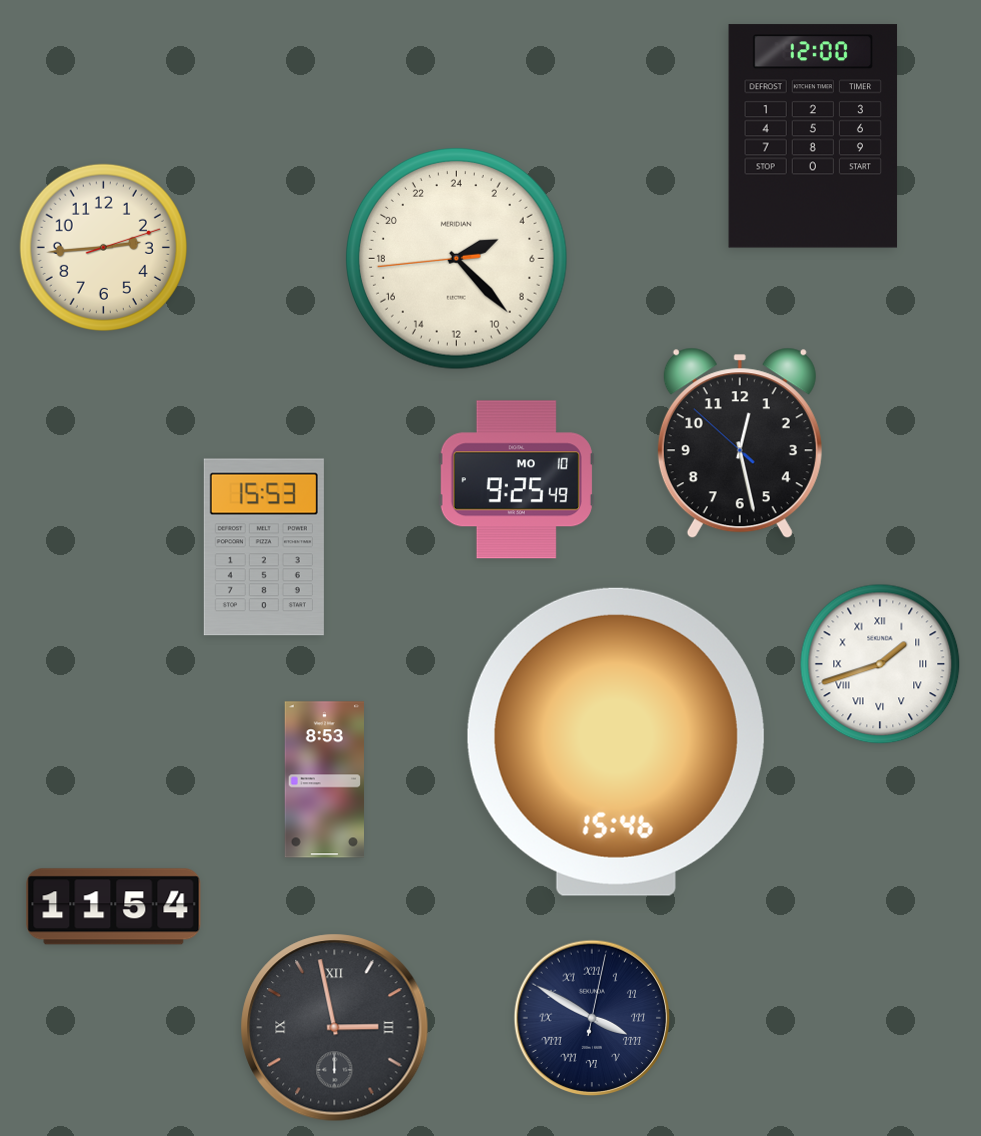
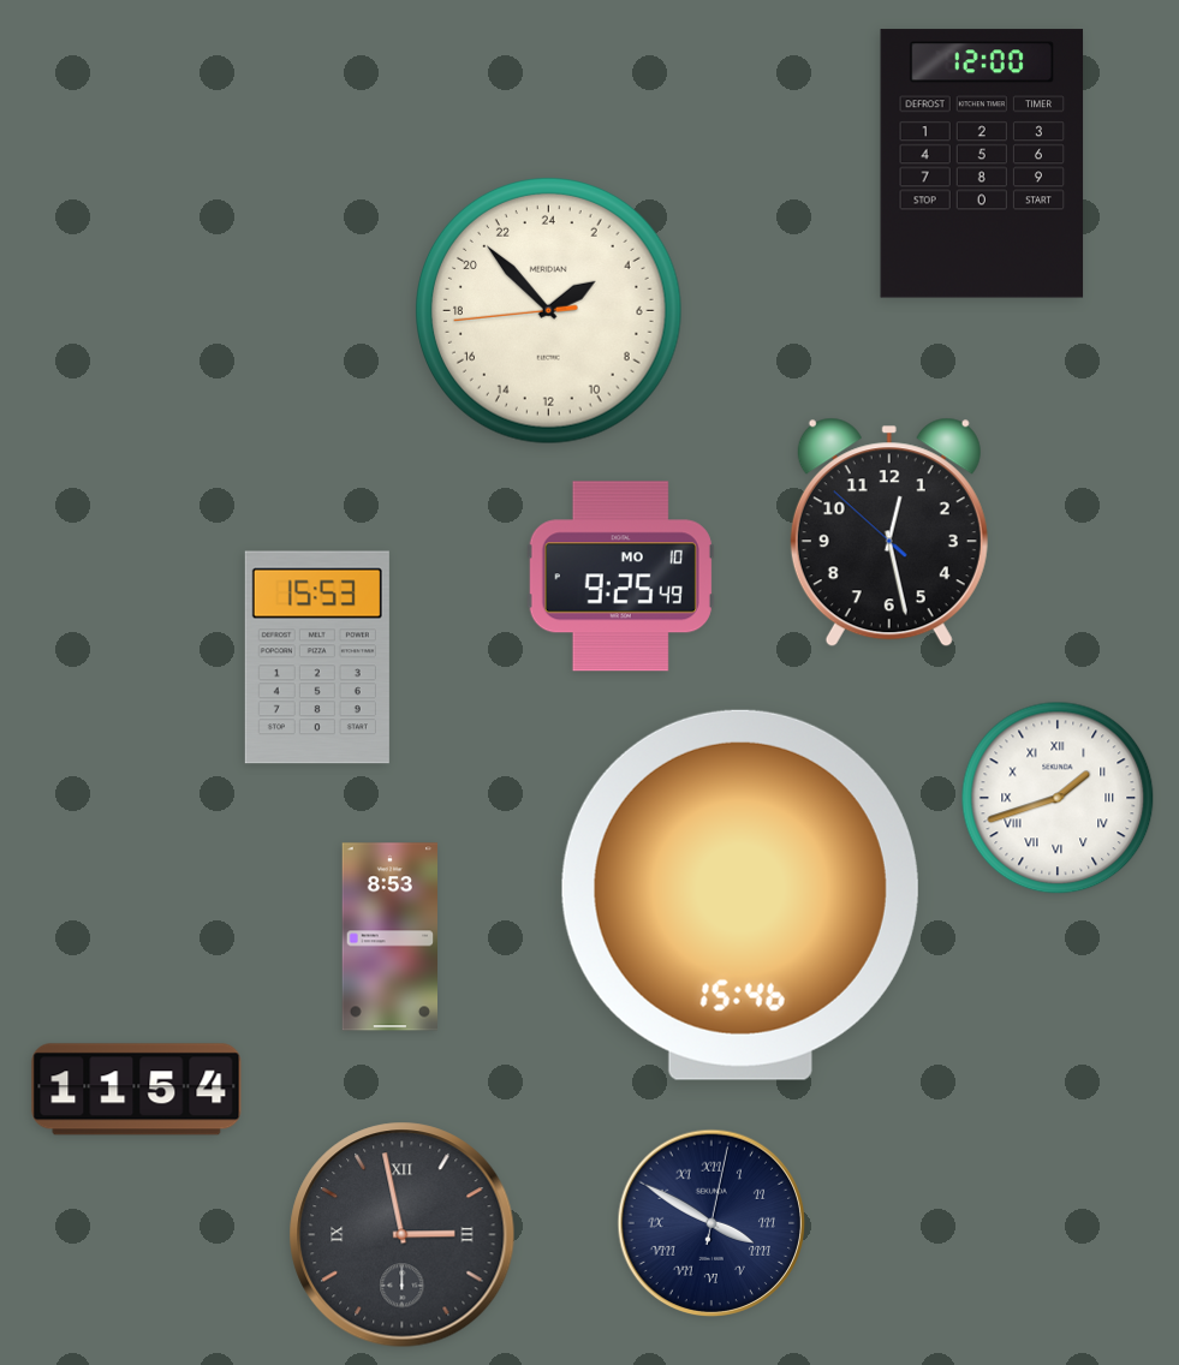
clock at (813, 136) position: (813, 136) -> (982, 163)
clock at (103, 247): 2:44 -> none
clock at (457, 259): 4:22 -> 3:52
clock at (616, 742) position: (616, 742) -> (740, 895)
